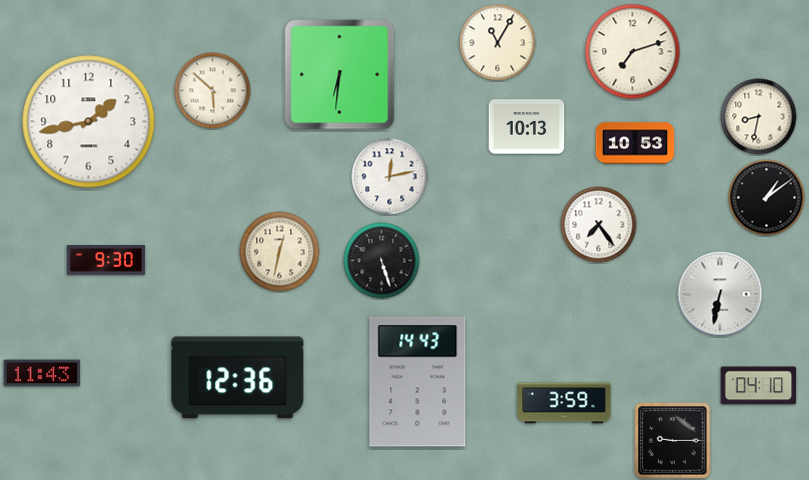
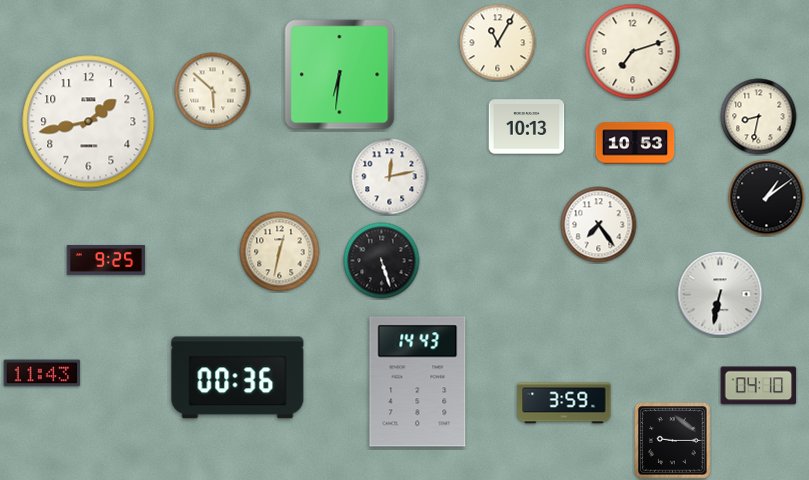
clock at (106, 260): 9:30 -> 9:25
clock at (238, 378): 12:36 -> 00:36
